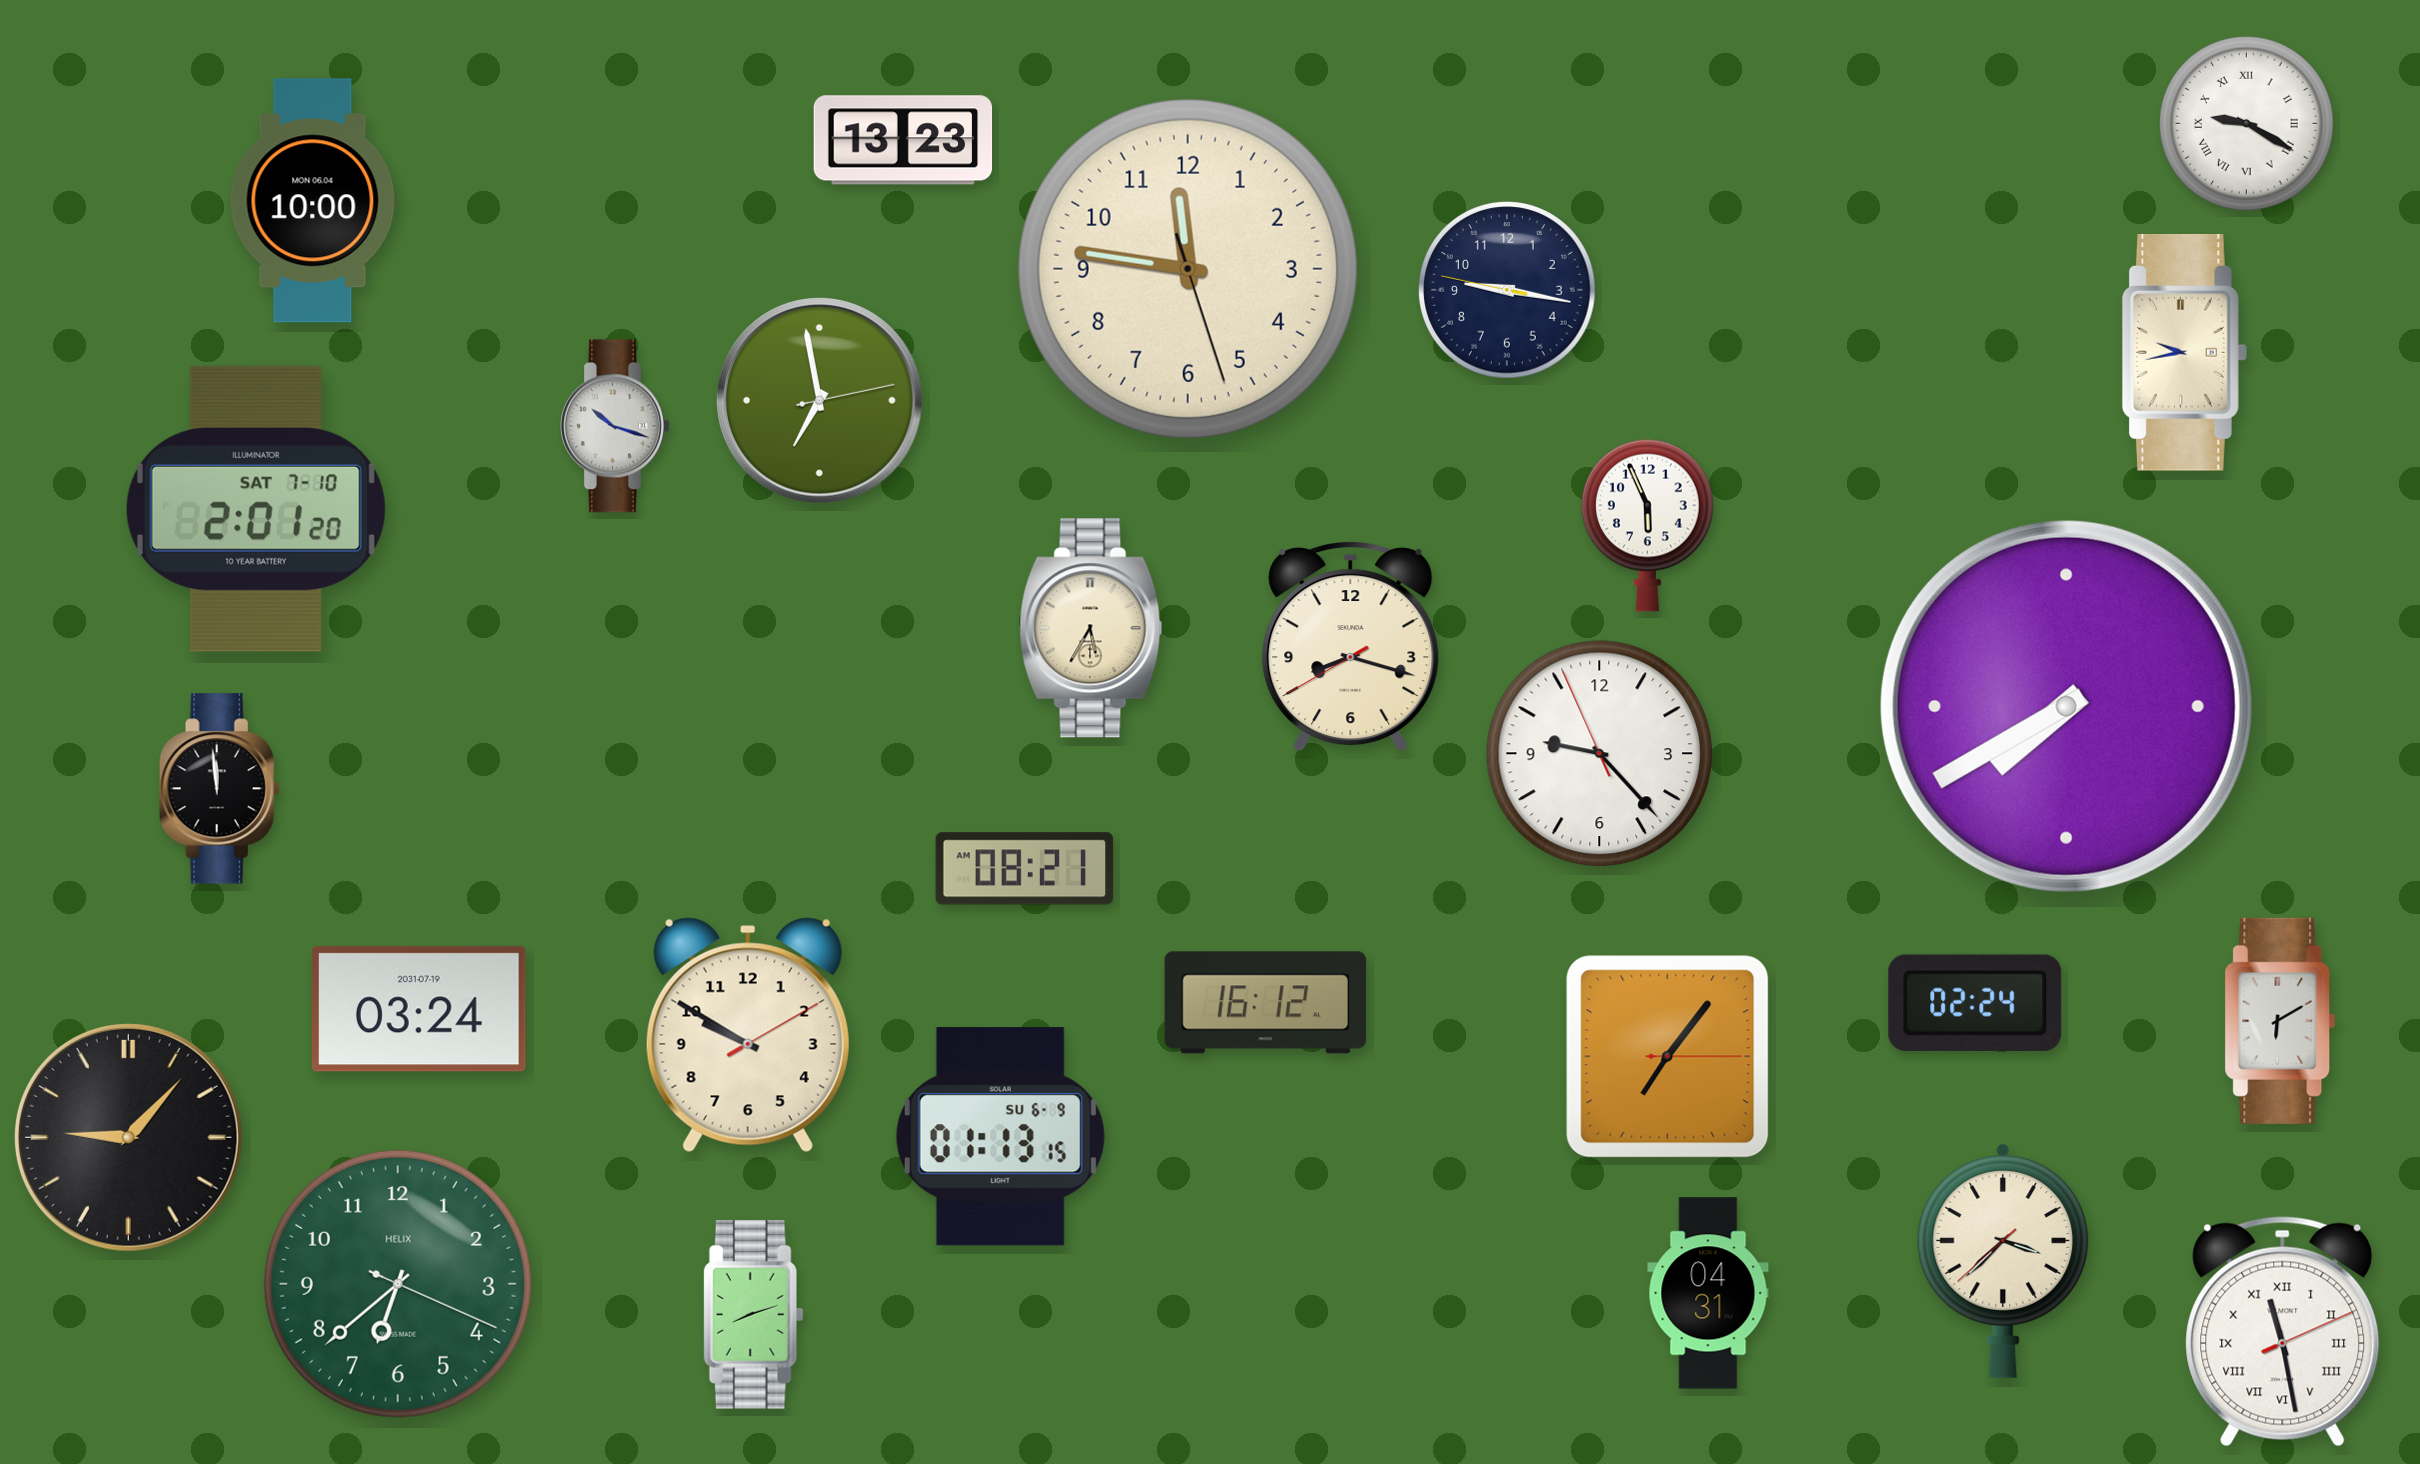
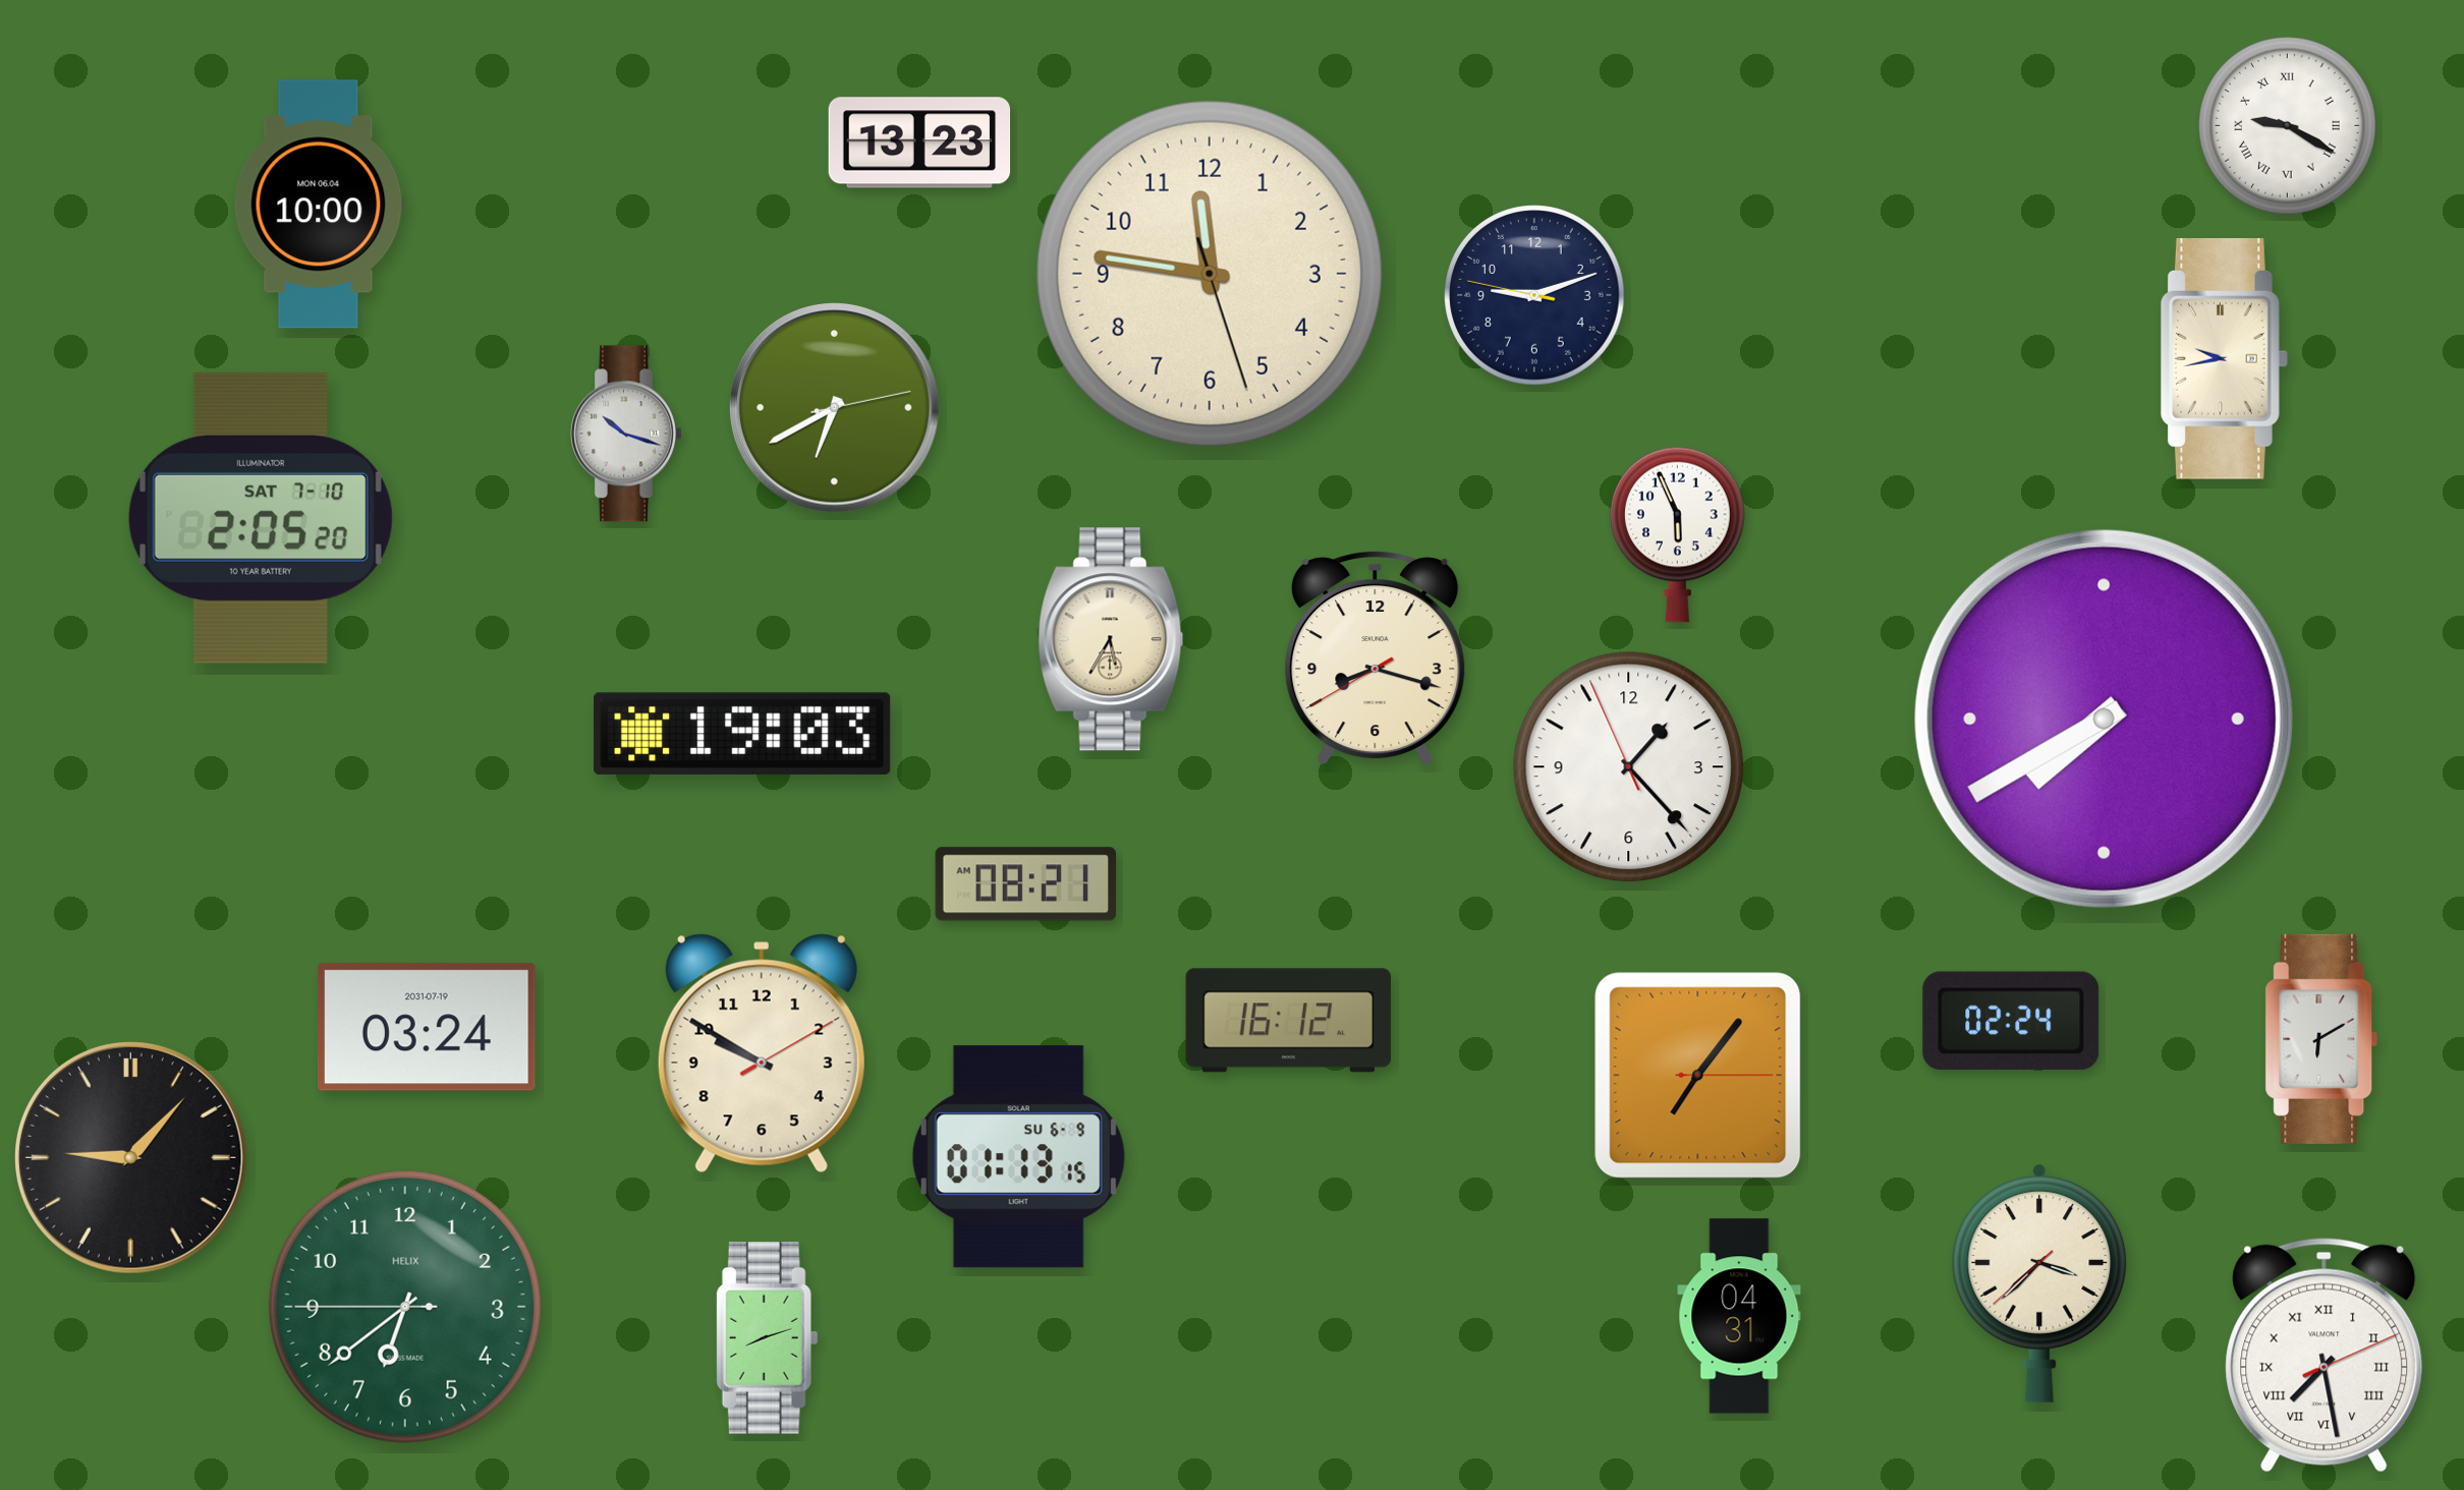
clock at (1507, 290): 9:16 -> 9:11
clock at (819, 400): 6:58 -> 6:40
clock at (256, 509): 2:01 -> 2:05
clock at (742, 734): none -> 19:03
clock at (1600, 754): 9:22 -> 1:22
clock at (219, 789): 11:59 -> none
clock at (1025, 869) position: (1025, 869) -> (1026, 884)
clock at (398, 1284): 6:38:19 -> 6:38:45
clock at (2283, 1332): 11:28 -> 7:28
